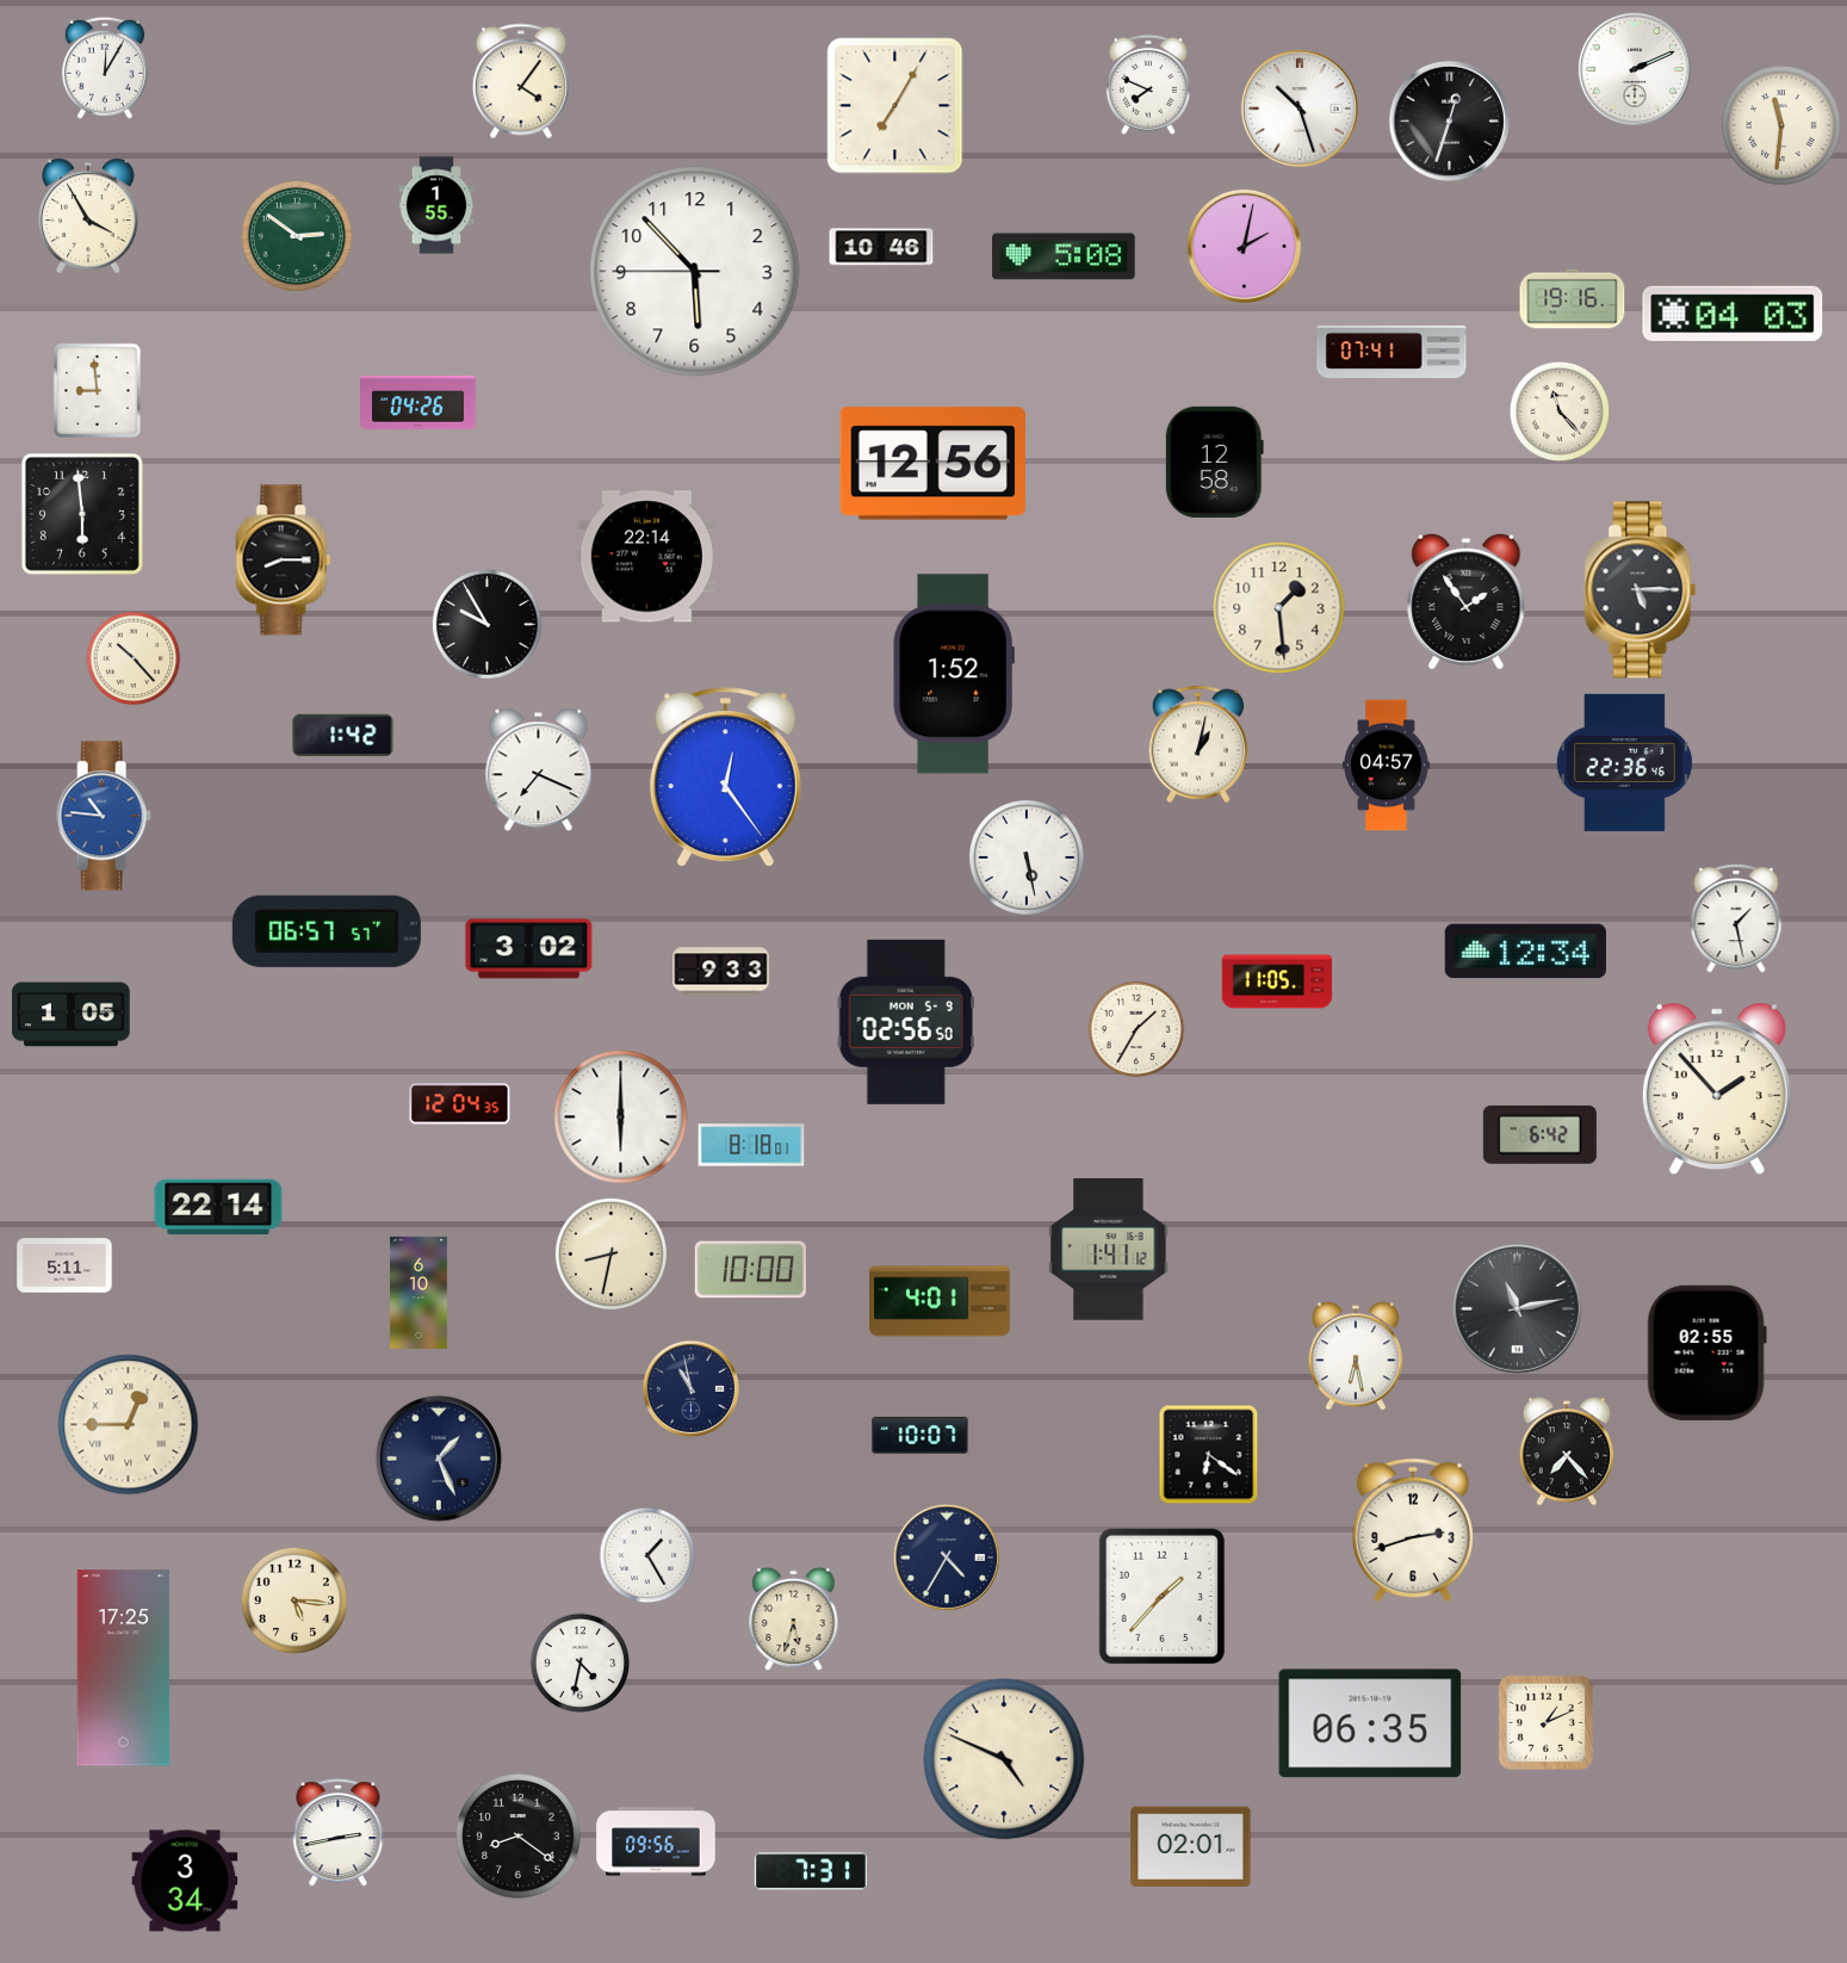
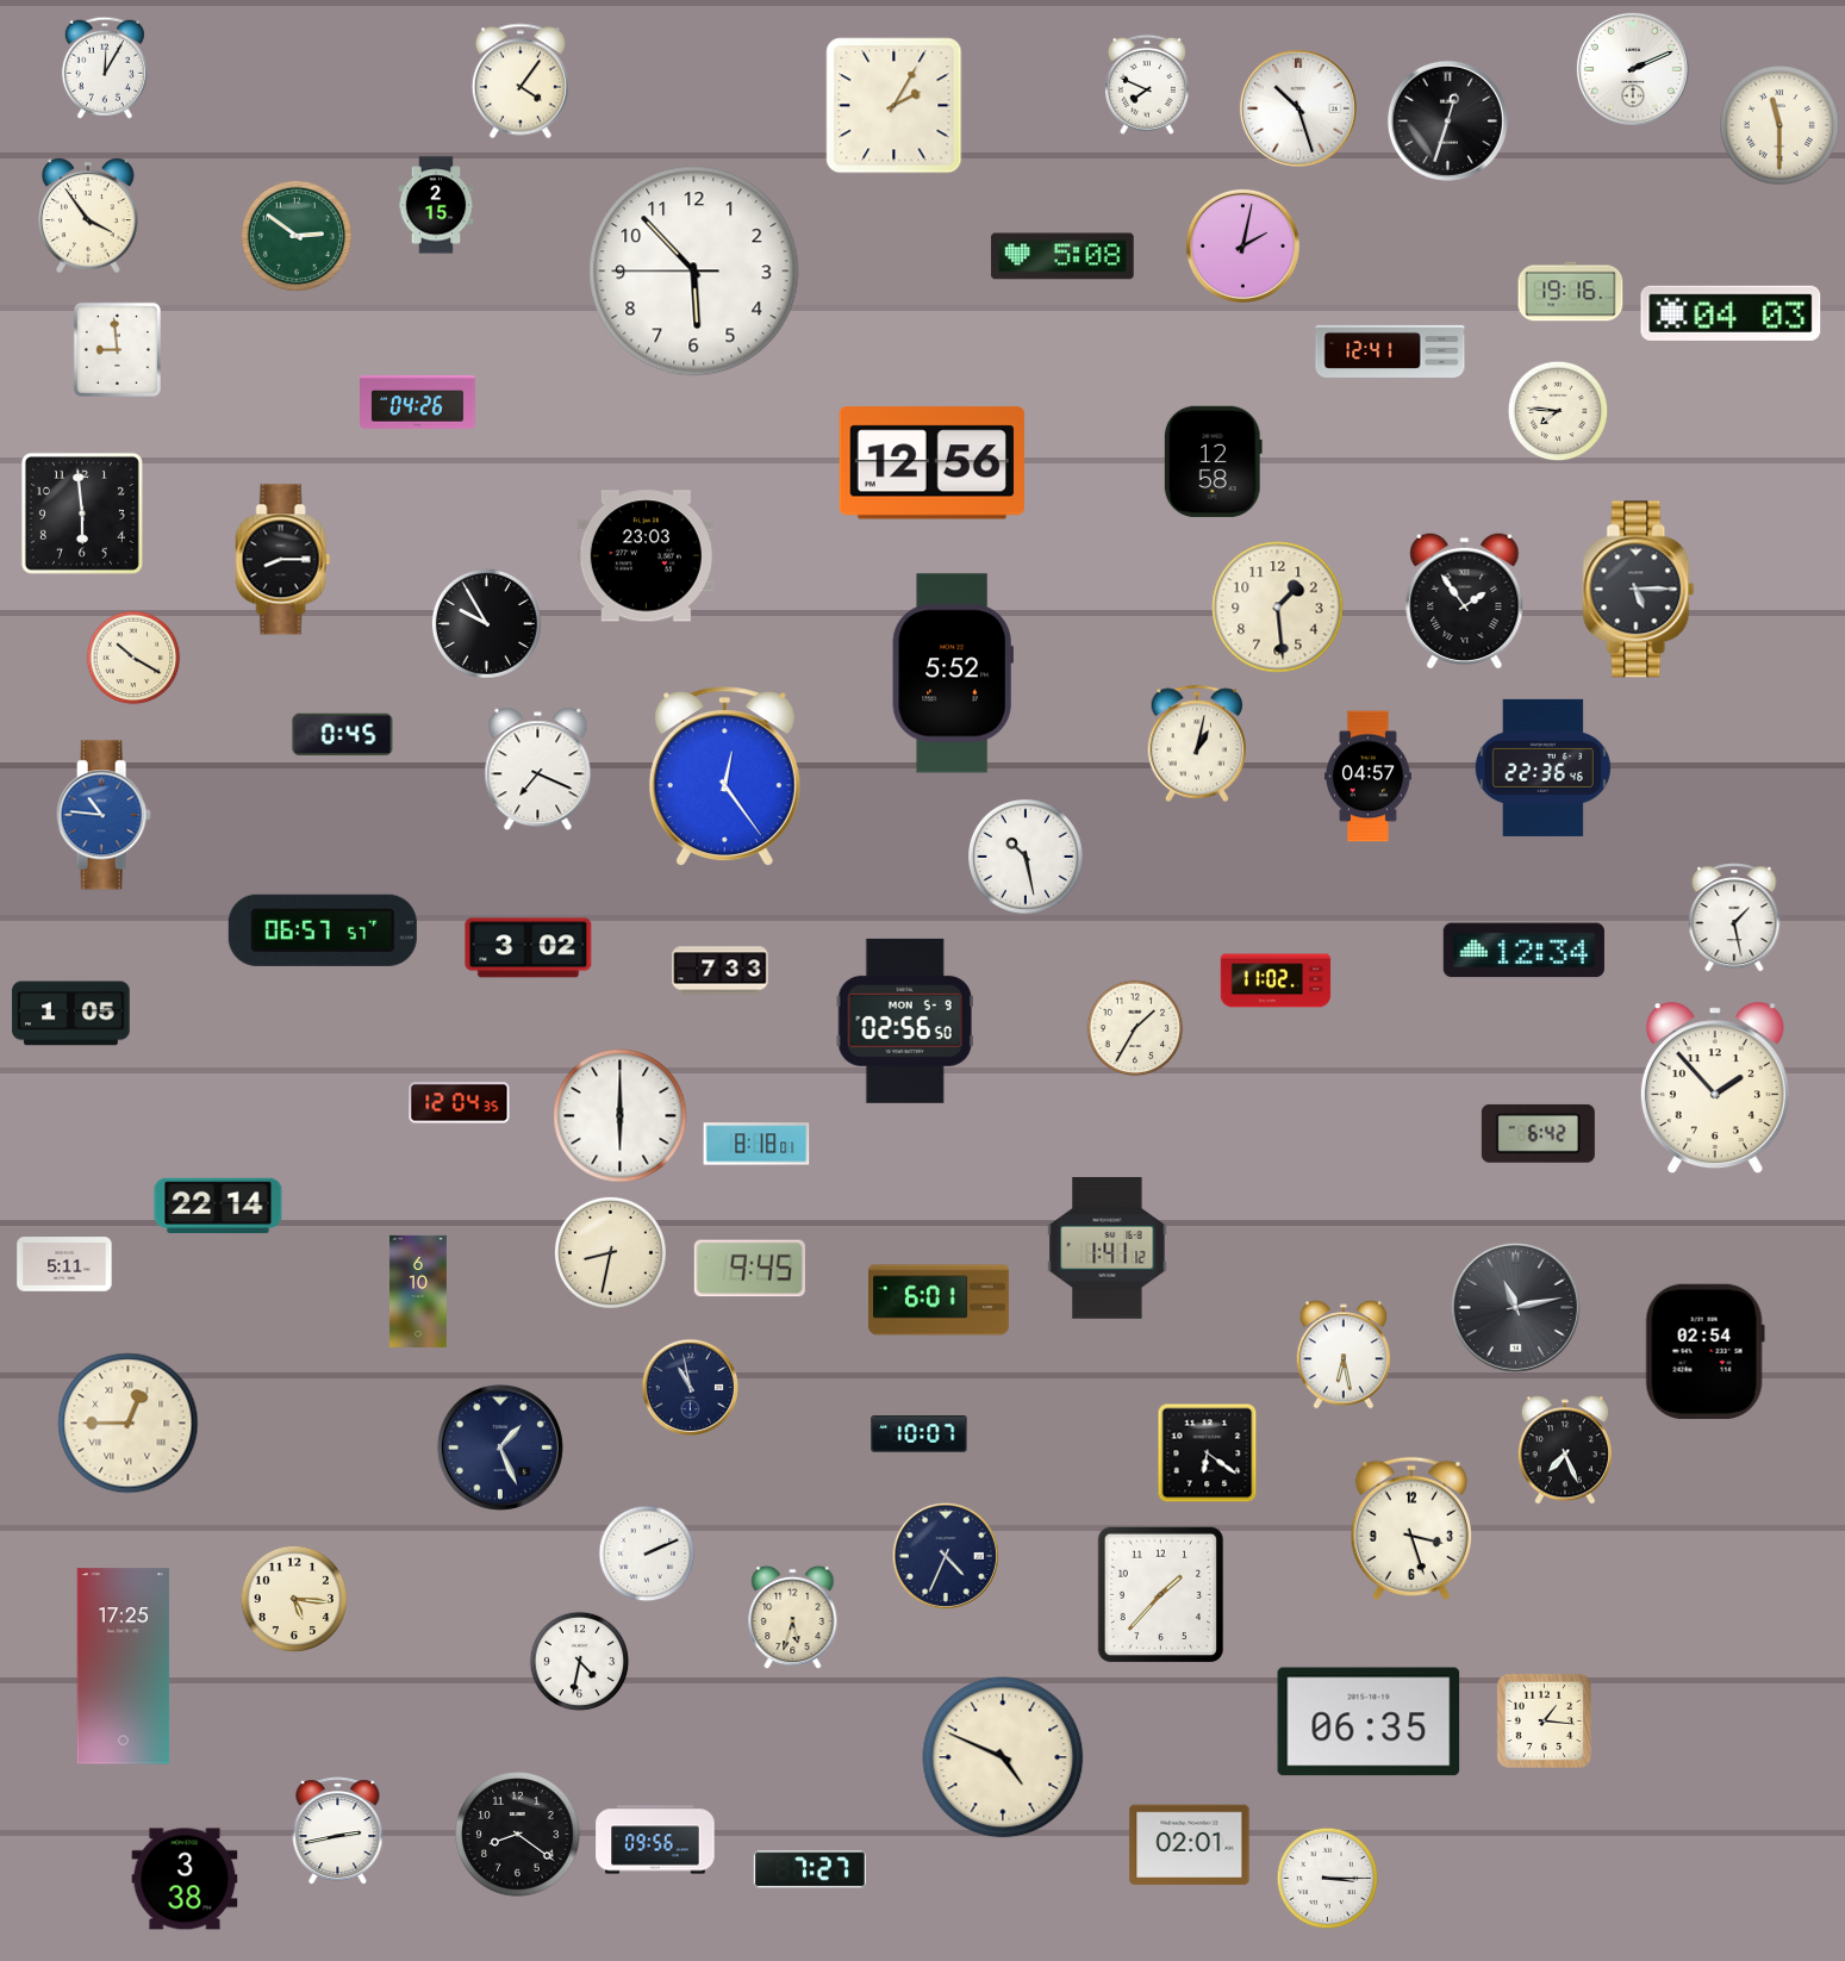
clock at (895, 106): 7:05 -> 2:05
clock at (1783, 126): 11:31 -> 11:30
clock at (436, 205): 1:55 -> 2:15
clock at (88, 216): 3:55 -> 3:54
clock at (881, 247): 10:46 -> none
clock at (1573, 299) position: (1573, 299) -> (1571, 292)
clock at (1392, 352): 07:41 -> 12:41
clock at (97, 390) position: (97, 390) -> (117, 349)
clock at (1560, 411): 11:23 -> 7:46
clock at (646, 557): 22:14 -> 23:03
clock at (134, 658): 10:23 -> 10:20
clock at (954, 674): 1:52 -> 5:52
clock at (343, 736): 1:42 -> 0:45
clock at (1624, 762) position: (1624, 762) -> (1542, 767)
clock at (1387, 766) position: (1387, 766) -> (1369, 777)
clock at (1027, 857): 5:28 -> 10:28
clock at (327, 931) position: (327, 931) -> (323, 930)
clock at (721, 972): 9:33 -> 7:33
clock at (1277, 981): 11:05 -> 11:02
clock at (751, 1145) position: (751, 1145) -> (756, 1144)
clock at (750, 1270): 10:00 -> 9:45
clock at (941, 1301): 4:01 -> 6:01
clock at (1706, 1352): 02:55 -> 02:54
clock at (1356, 1356) position: (1356, 1356) -> (1344, 1355)
clock at (1567, 1451): 7:23 -> 7:26
clock at (439, 1459) position: (439, 1459) -> (500, 1448)
clock at (1412, 1530): 2:42 -> 3:27
clock at (647, 1555): 1:25 -> 2:11
clock at (947, 1558): 4:35 -> 4:34
clock at (1545, 1722): 1:11 -> 1:16
clock at (811, 1871): 7:31 -> 7:27
clock at (185, 1881): 3:34 -> 3:38
clock at (1328, 1879): none -> 3:15
